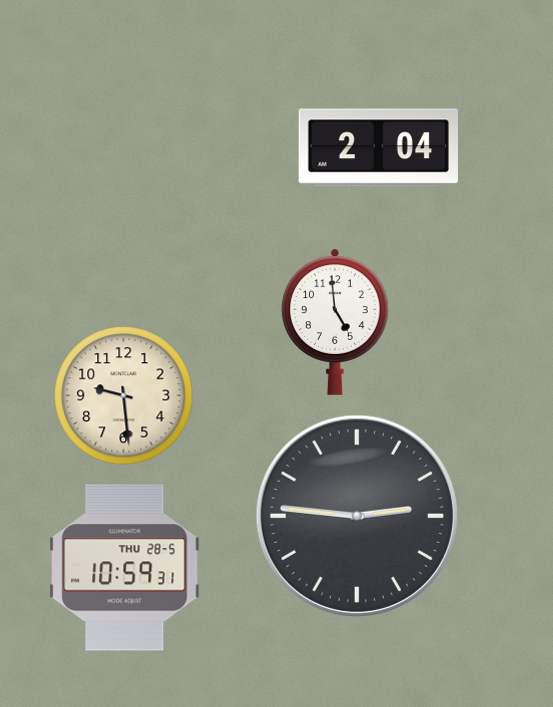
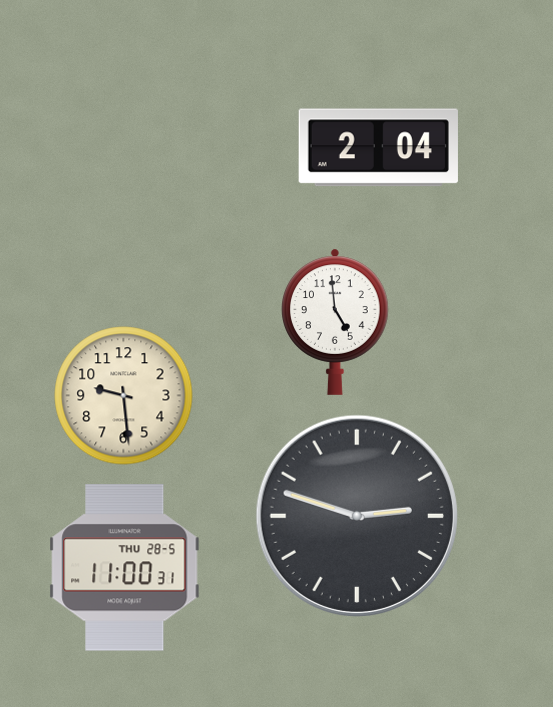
clock at (357, 516): 2:46 -> 2:48
clock at (125, 568): 10:59 -> 11:00
